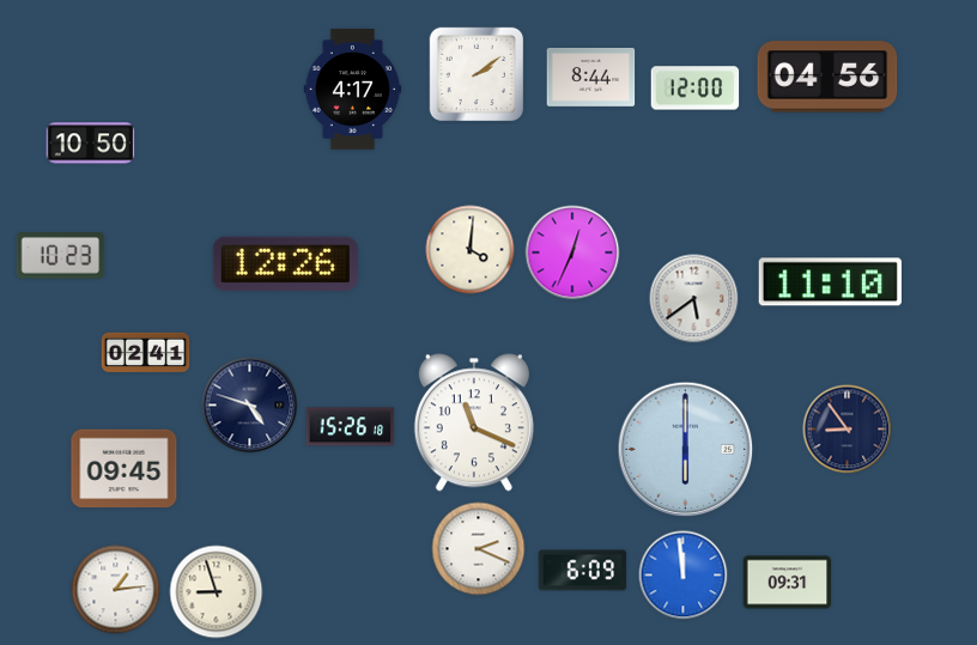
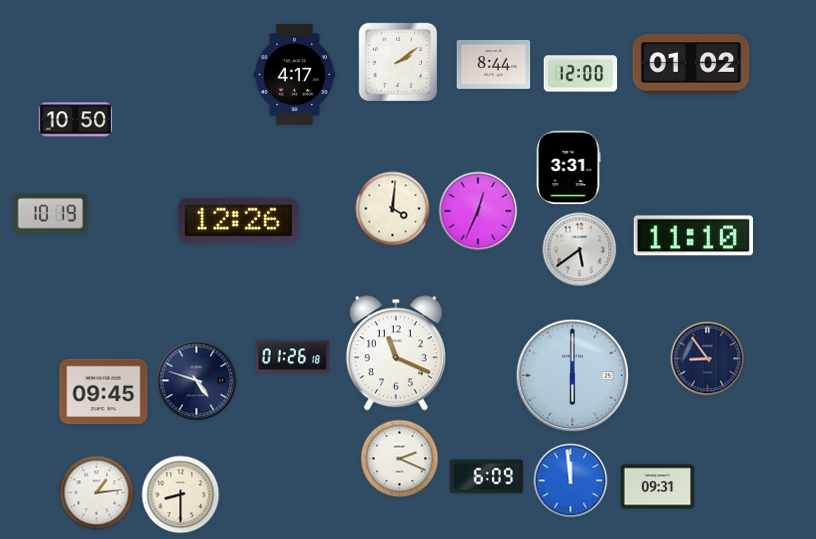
clock at (827, 77): 04:56 -> 01:02
clock at (568, 168): none -> 3:31
clock at (61, 256): 10:23 -> 10:19
clock at (146, 353): 02:41 -> none
clock at (250, 406) position: (250, 406) -> (197, 381)
clock at (351, 427): 15:26 -> 01:26
clock at (217, 592): 8:57 -> 8:30
